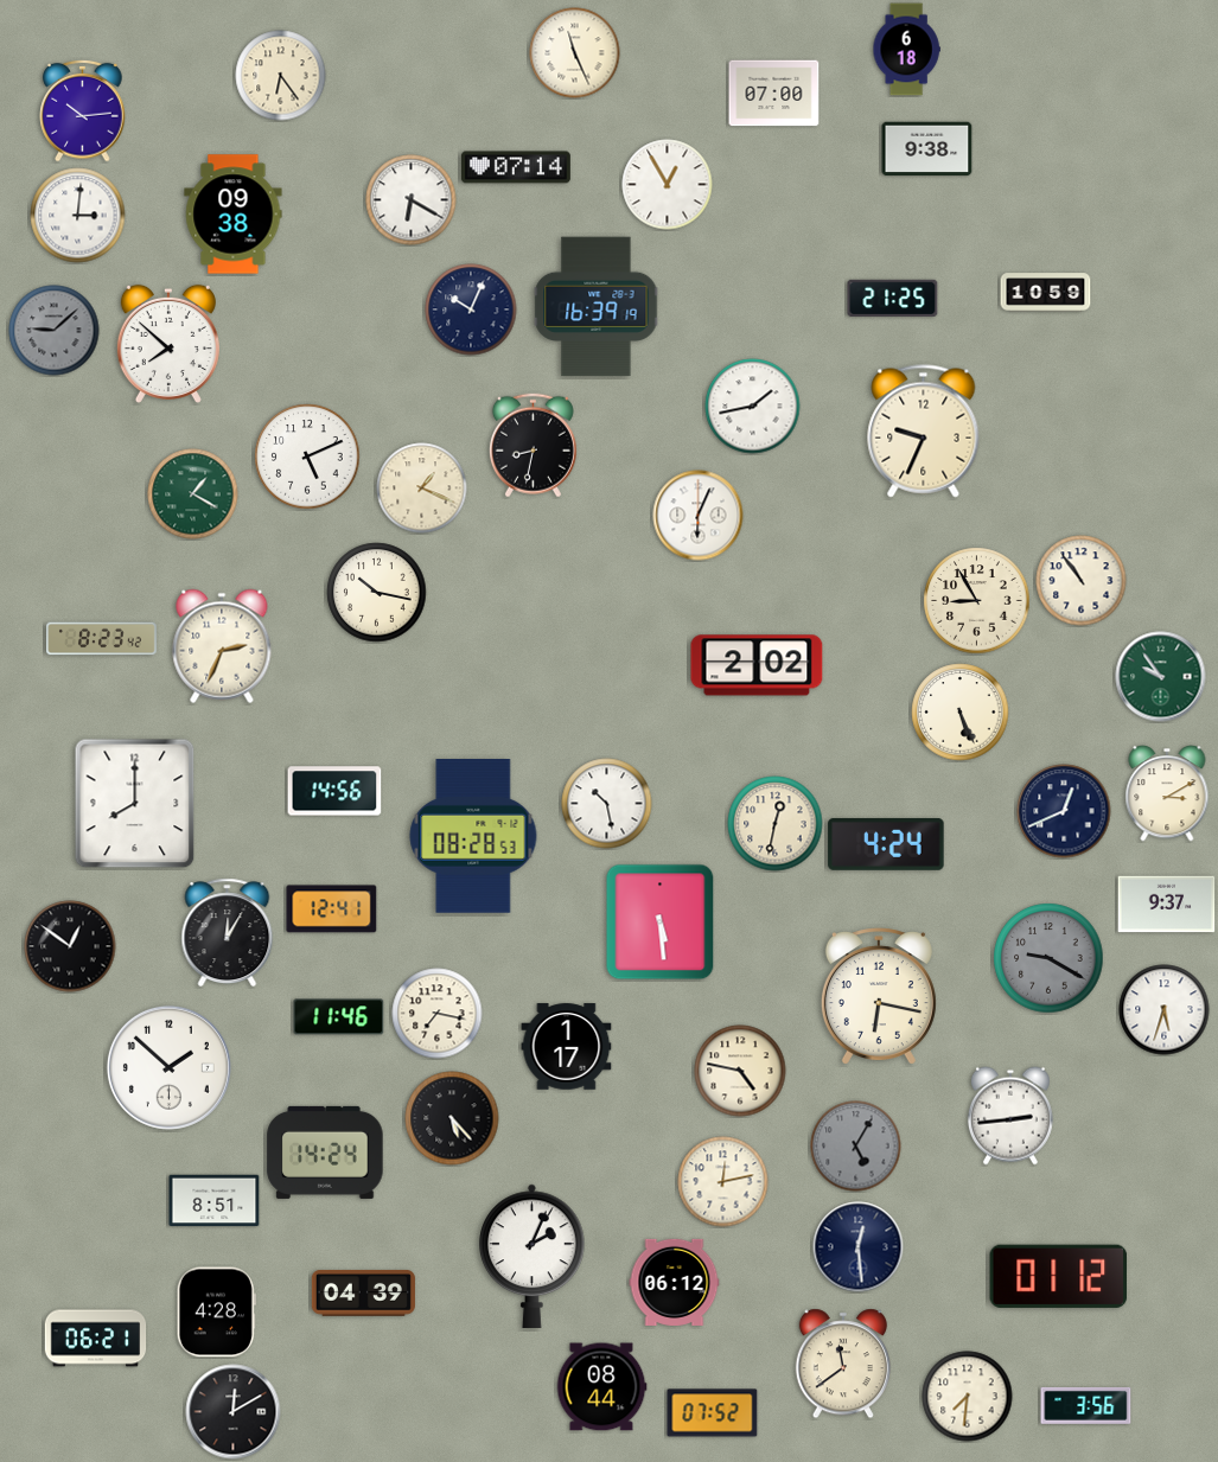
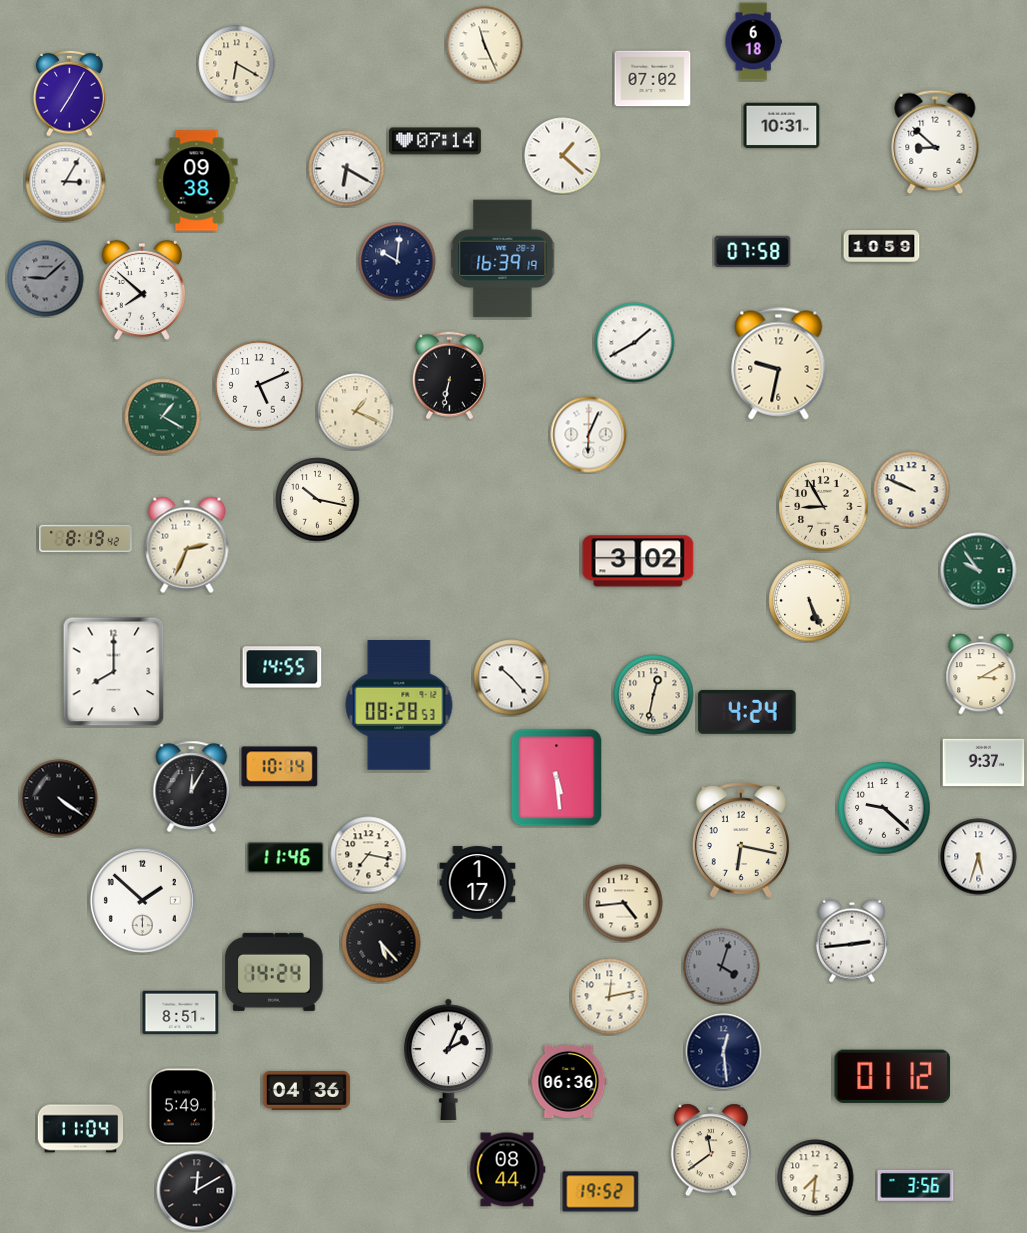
clock at (906, 50) position: (906, 50) -> (753, 42)
clock at (281, 76): 6:24 -> 6:20
clock at (774, 94): 07:00 -> 07:02
clock at (83, 110): 10:14 -> 7:05
clock at (927, 149): 9:38 -> 10:31
clock at (935, 141): none -> 8:52
clock at (668, 185): 12:55 -> 1:22
clock at (78, 216): 3:01 -> 3:05
clock at (893, 299): 21:25 -> 07:58
clock at (471, 309): 10:04 -> 10:01
clock at (753, 407): 1:43 -> 1:40
clock at (924, 432): 9:34 -> 9:32
clock at (533, 446): 8:32 -> 6:32
clock at (1082, 581): 10:54 -> 9:49
clock at (102, 639): 8:23 -> 8:19
clock at (757, 665): 2:02 -> 3:02
clock at (334, 791): 14:56 -> 14:55
clock at (1167, 793) position: (1167, 793) -> (981, 674)
clock at (135, 804) position: (135, 804) -> (114, 672)
clock at (607, 804): 10:28 -> 10:23
clock at (1064, 811): 12:41 -> none
clock at (332, 909): 12:41 -> 10:14
clock at (70, 946): 12:51 -> 4:21
clock at (1048, 958): 9:20 -> 9:22
clock at (1048, 958) dial: grey -> white
clock at (1165, 1010) position: (1165, 1010) -> (979, 857)
clock at (740, 1071): 4:47 -> 4:44
clock at (856, 1147): 5:05 -> 4:03
clock at (675, 1282): 06:12 -> 06:36
clock at (363, 1294): 04:39 -> 04:36
clock at (216, 1313): 4:28 -> 5:49
clock at (96, 1339): 06:21 -> 11:04
clock at (713, 1413): 07:52 -> 19:52
